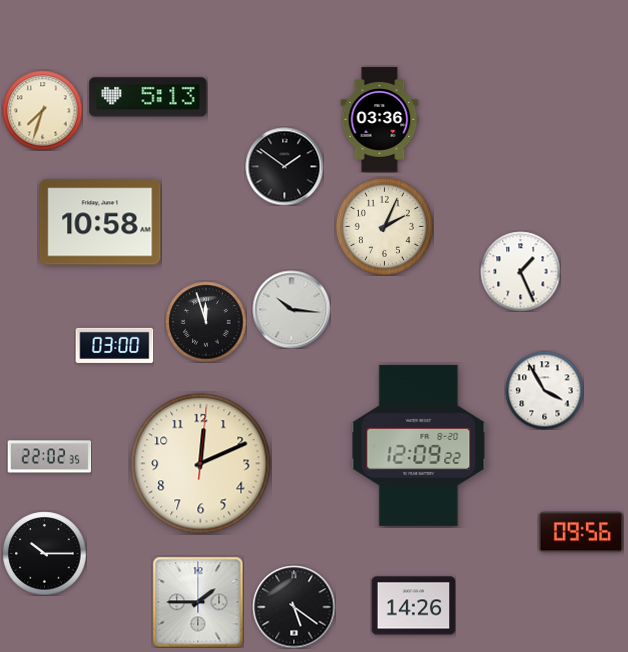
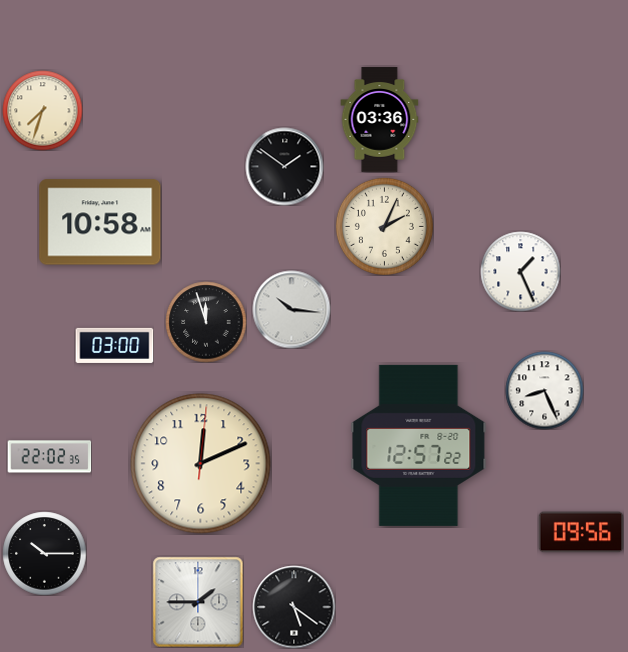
clock at (148, 97): 5:13 -> none
clock at (544, 390): 3:55 -> 8:26
clock at (419, 445): 12:09 -> 12:57
clock at (413, 606): 14:26 -> none
